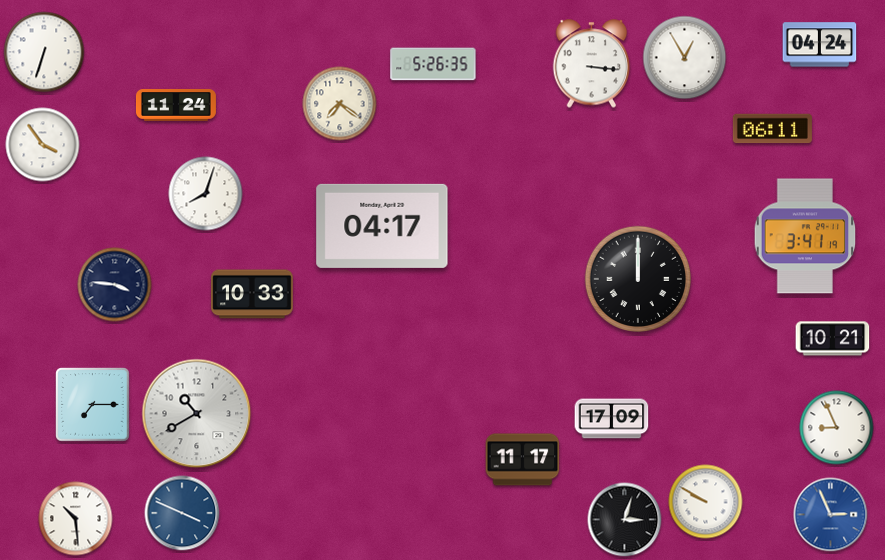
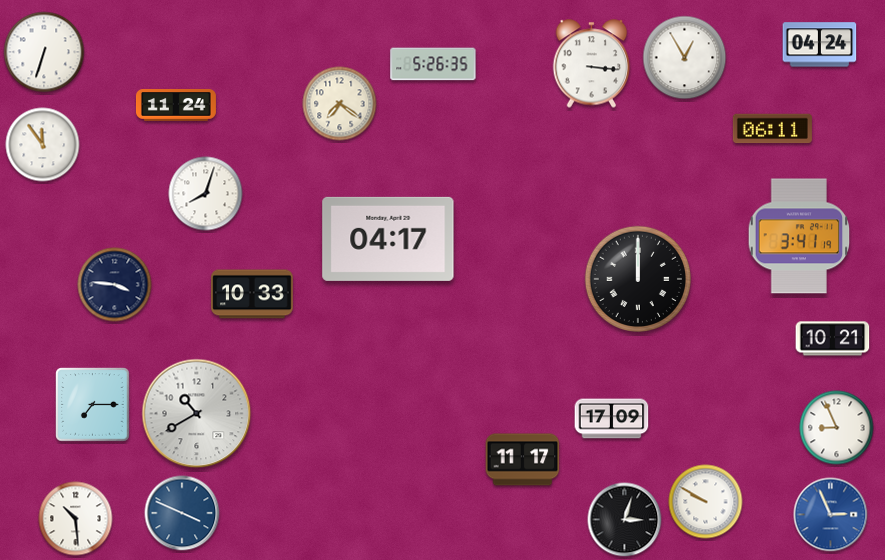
clock at (43, 145): 3:54 -> 11:54
clock at (382, 226) position: (382, 226) -> (388, 239)
clock at (805, 236) position: (805, 236) -> (799, 236)
